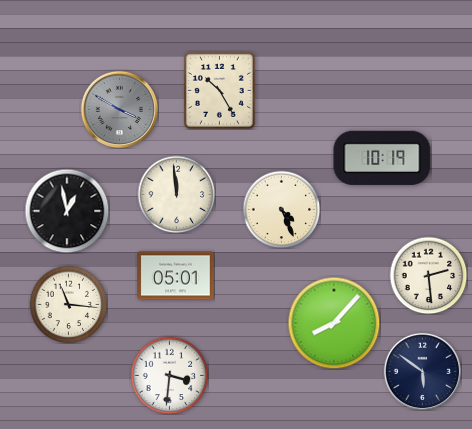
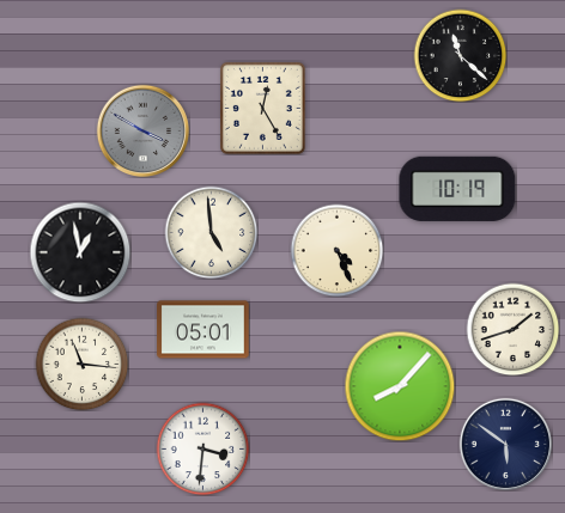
clock at (460, 55): none -> 11:22
clock at (219, 90): 10:25 -> 12:25
clock at (176, 194): 11:59 -> 4:59
clock at (428, 275): 2:29 -> 1:42
clock at (176, 276) position: (176, 276) -> (203, 330)
